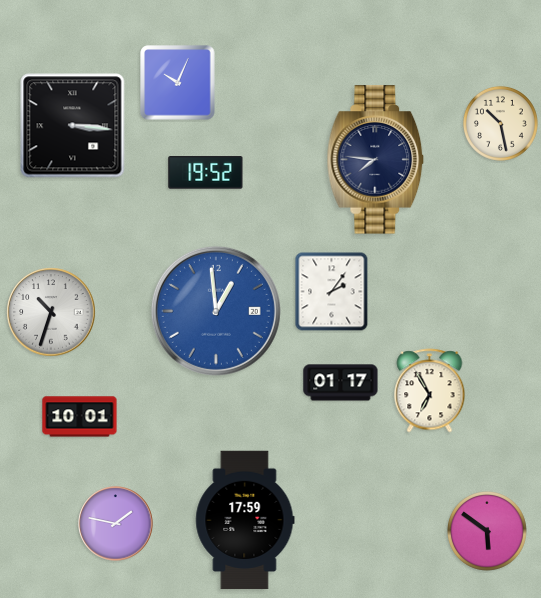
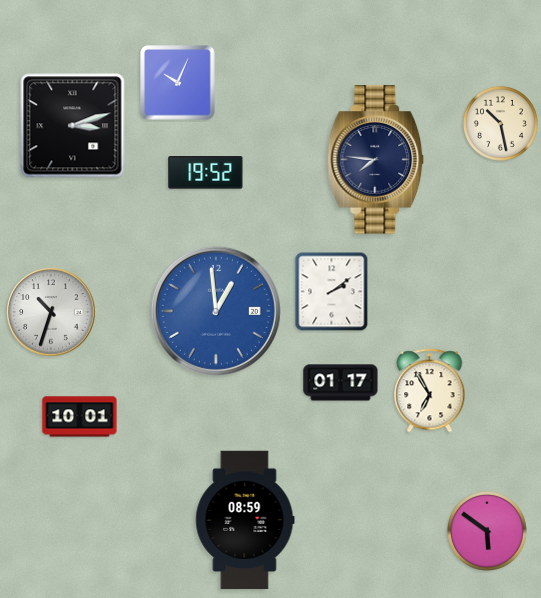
clock at (73, 126): 3:16 -> 3:12
clock at (332, 292): 2:06 -> 2:09
clock at (245, 520): 17:59 -> 08:59
clock at (116, 524): 1:47 -> none
